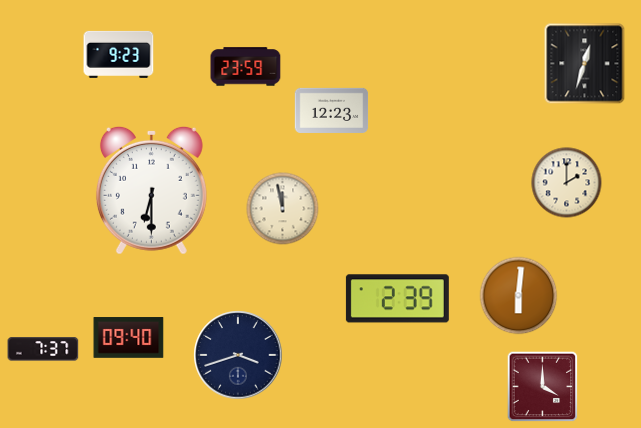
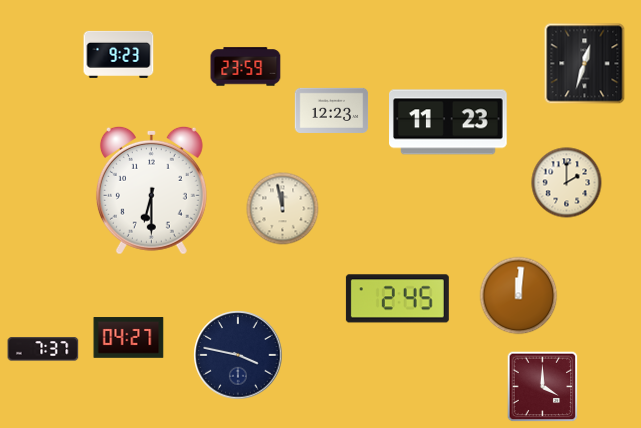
clock at (449, 122): none -> 11:23
clock at (519, 296): 6:01 -> 12:01
clock at (397, 299): 2:39 -> 2:45
clock at (129, 338): 09:40 -> 04:27
clock at (238, 355): 3:42 -> 3:47
